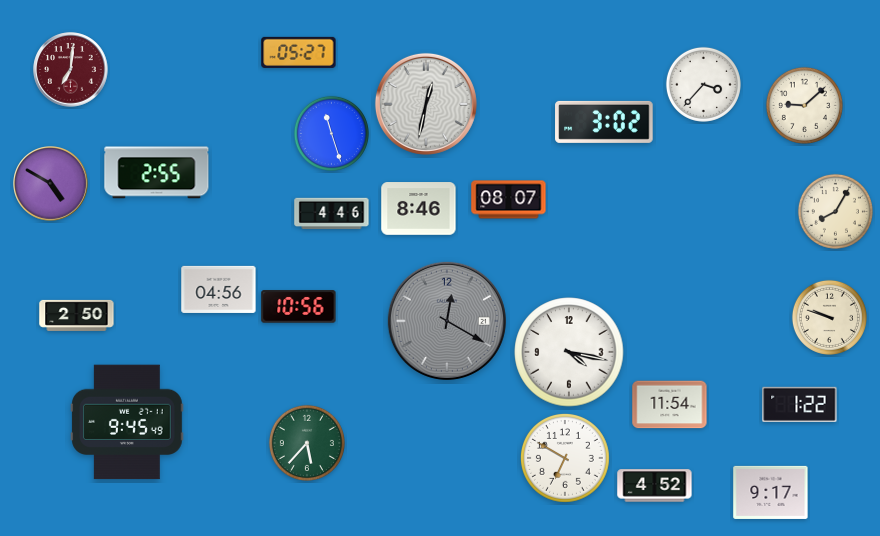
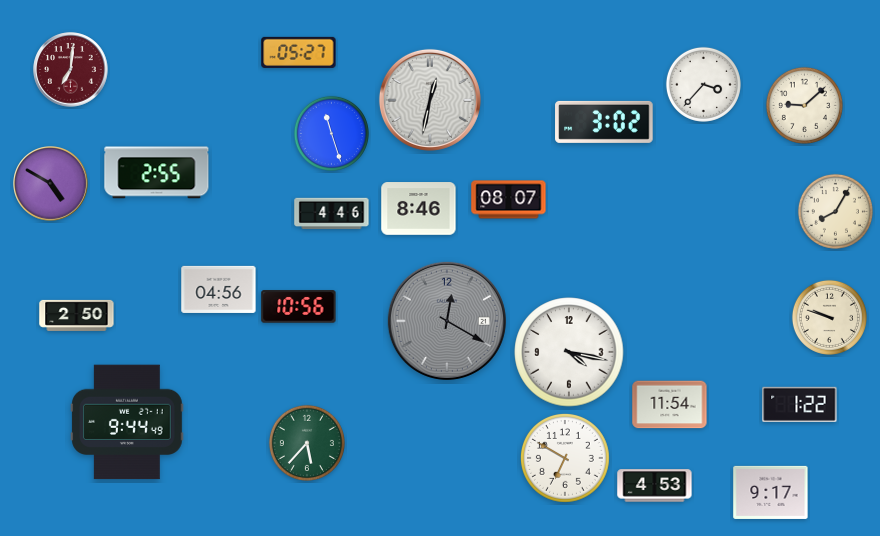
clock at (426, 104) position: (426, 104) -> (430, 100)
clock at (127, 422): 9:45 -> 9:44
clock at (655, 486): 4:52 -> 4:53
